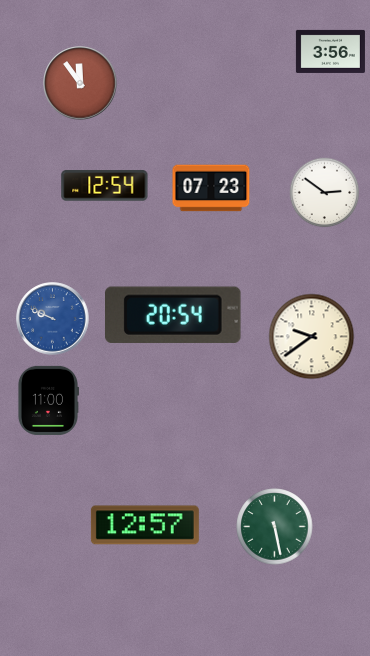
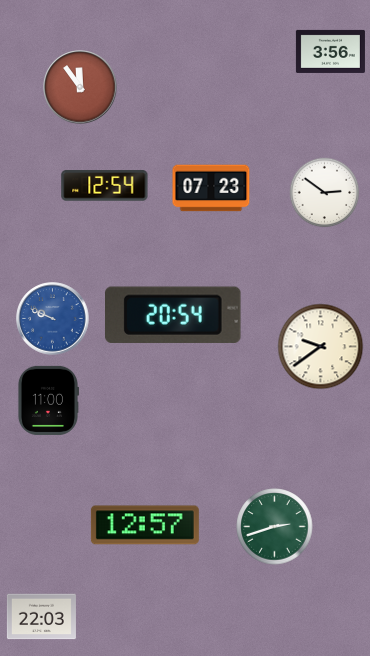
clock at (80, 83) position: (80, 83) -> (80, 87)
clock at (312, 337) position: (312, 337) -> (321, 347)
clock at (275, 527): 5:28 -> 2:42
clock at (41, 617): none -> 22:03
